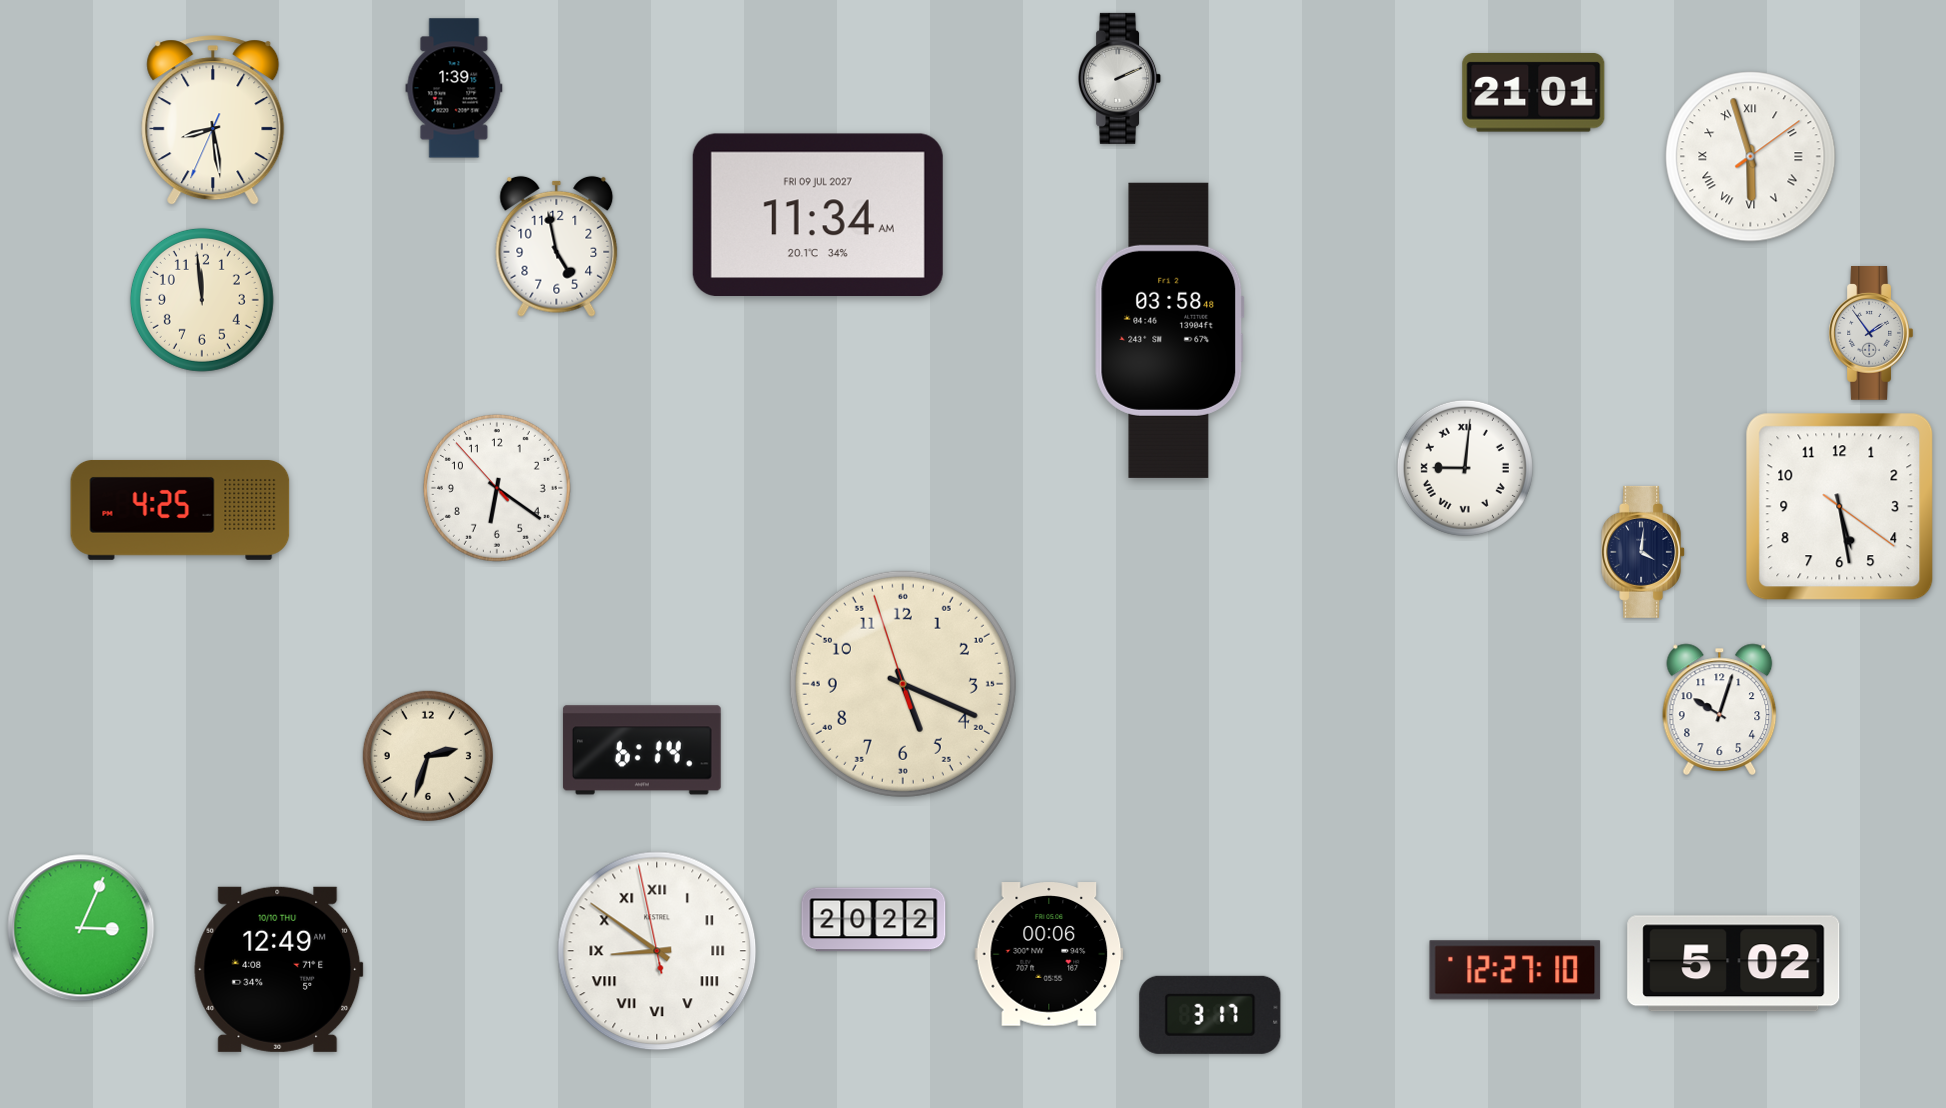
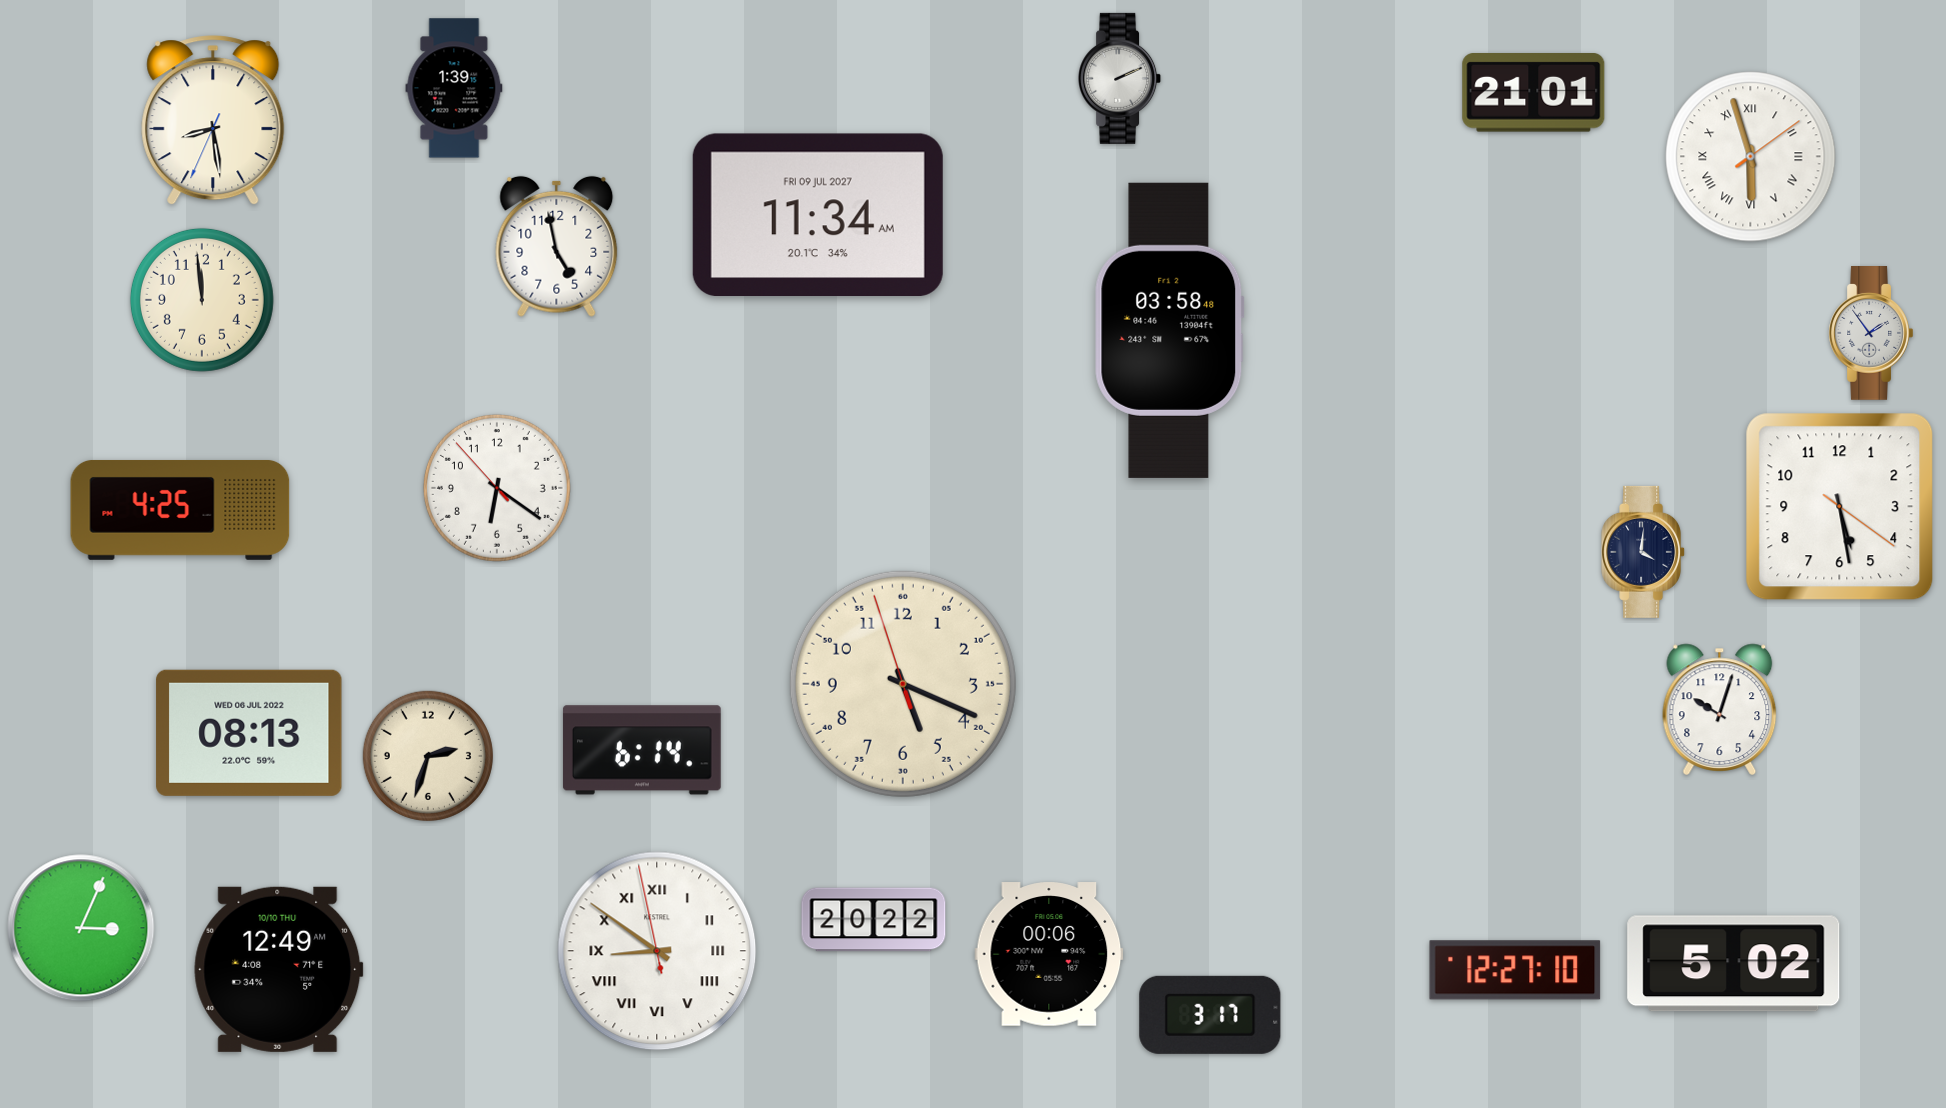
clock at (1465, 468): 9:01 -> none
clock at (249, 733): none -> 08:13
